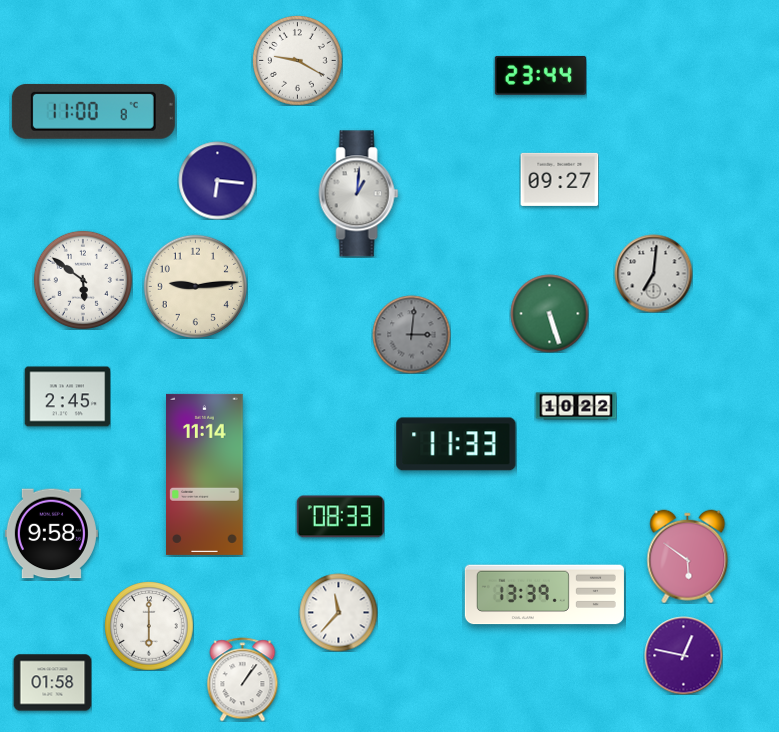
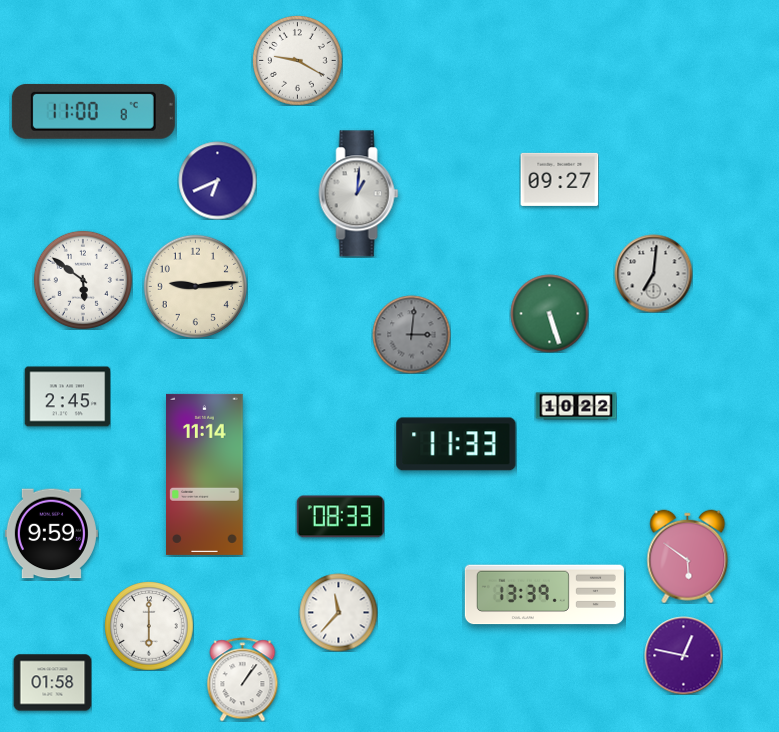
clock at (540, 75): 23:44 -> none
clock at (217, 180): 6:16 -> 6:41
clock at (51, 534): 9:58 -> 9:59
